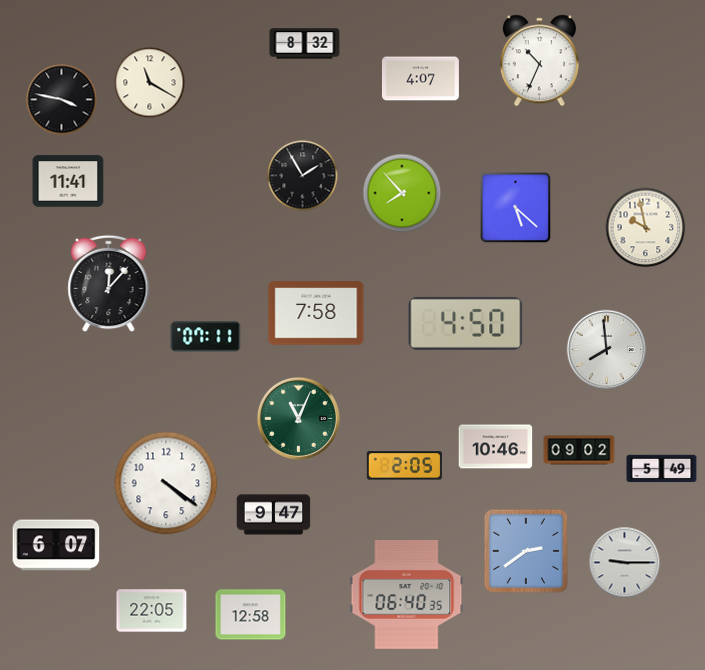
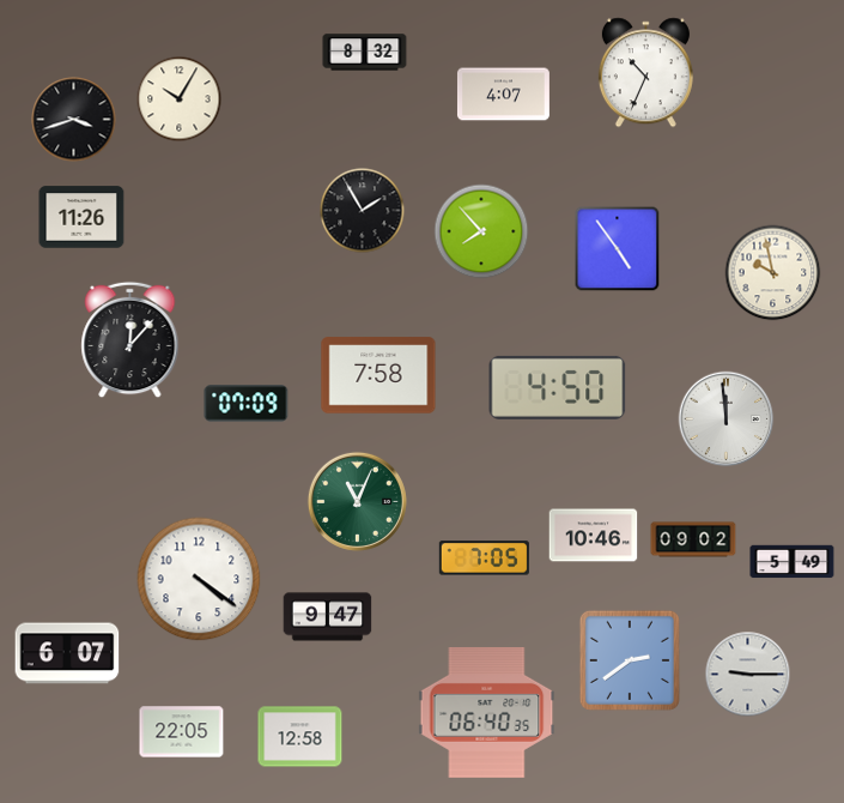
clock at (150, 83): 11:20 -> 10:05
clock at (62, 100): 3:47 -> 3:42
clock at (68, 181): 11:41 -> 11:26
clock at (516, 208): 5:22 -> 4:54
clock at (206, 337): 07:11 -> 07:09
clock at (607, 350): 7:59 -> 11:59
clock at (404, 466): 2:05 -> 7:05
